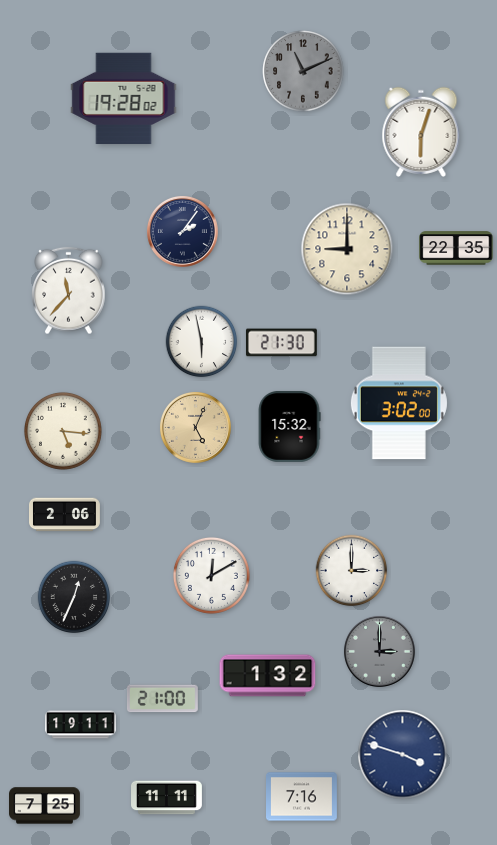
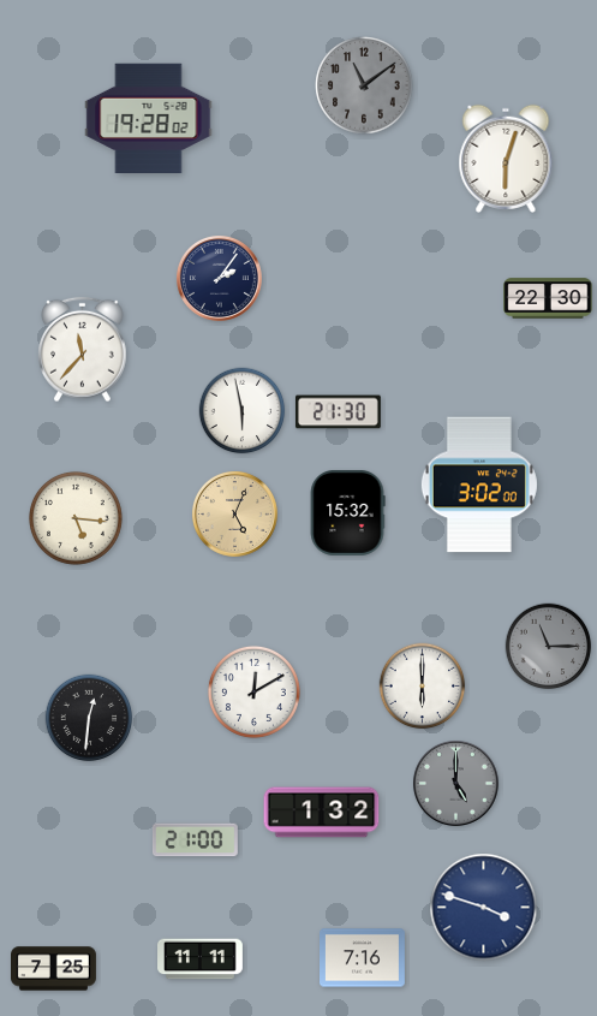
clock at (303, 71): 11:11 -> 11:09
clock at (456, 248): 22:35 -> 22:30
clock at (347, 249): 9:00 -> none
clock at (65, 515): 2:06 -> none
clock at (549, 647): none -> 11:15
clock at (352, 571): 3:00 -> 6:00
clock at (74, 597): 12:34 -> 12:31
clock at (379, 651): 3:00 -> 5:00
clock at (81, 725): 19:11 -> none
